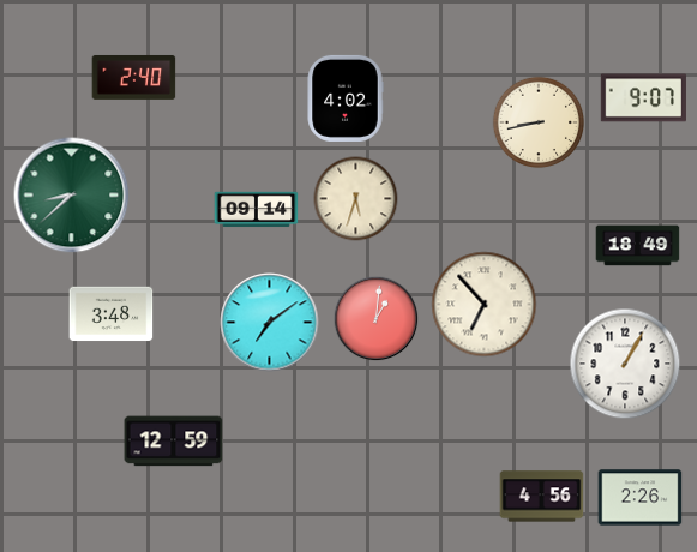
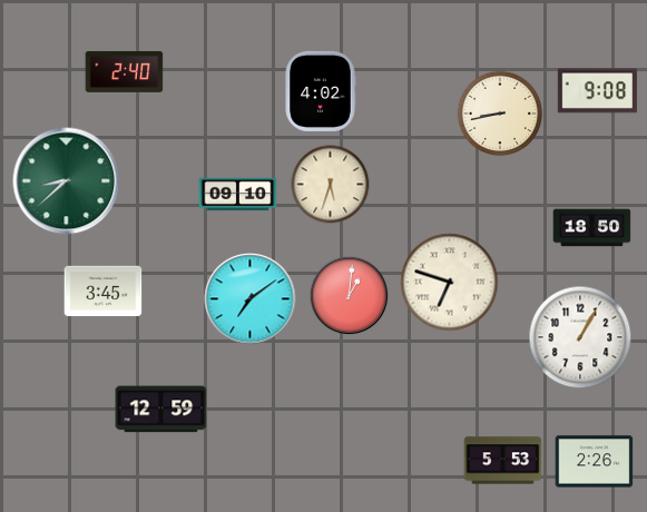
clock at (643, 98): 9:07 -> 9:08
clock at (257, 210): 09:14 -> 09:10
clock at (638, 246): 18:49 -> 18:50
clock at (485, 305): 6:53 -> 6:48
clock at (112, 314): 3:48 -> 3:45
clock at (542, 497): 4:56 -> 5:53
